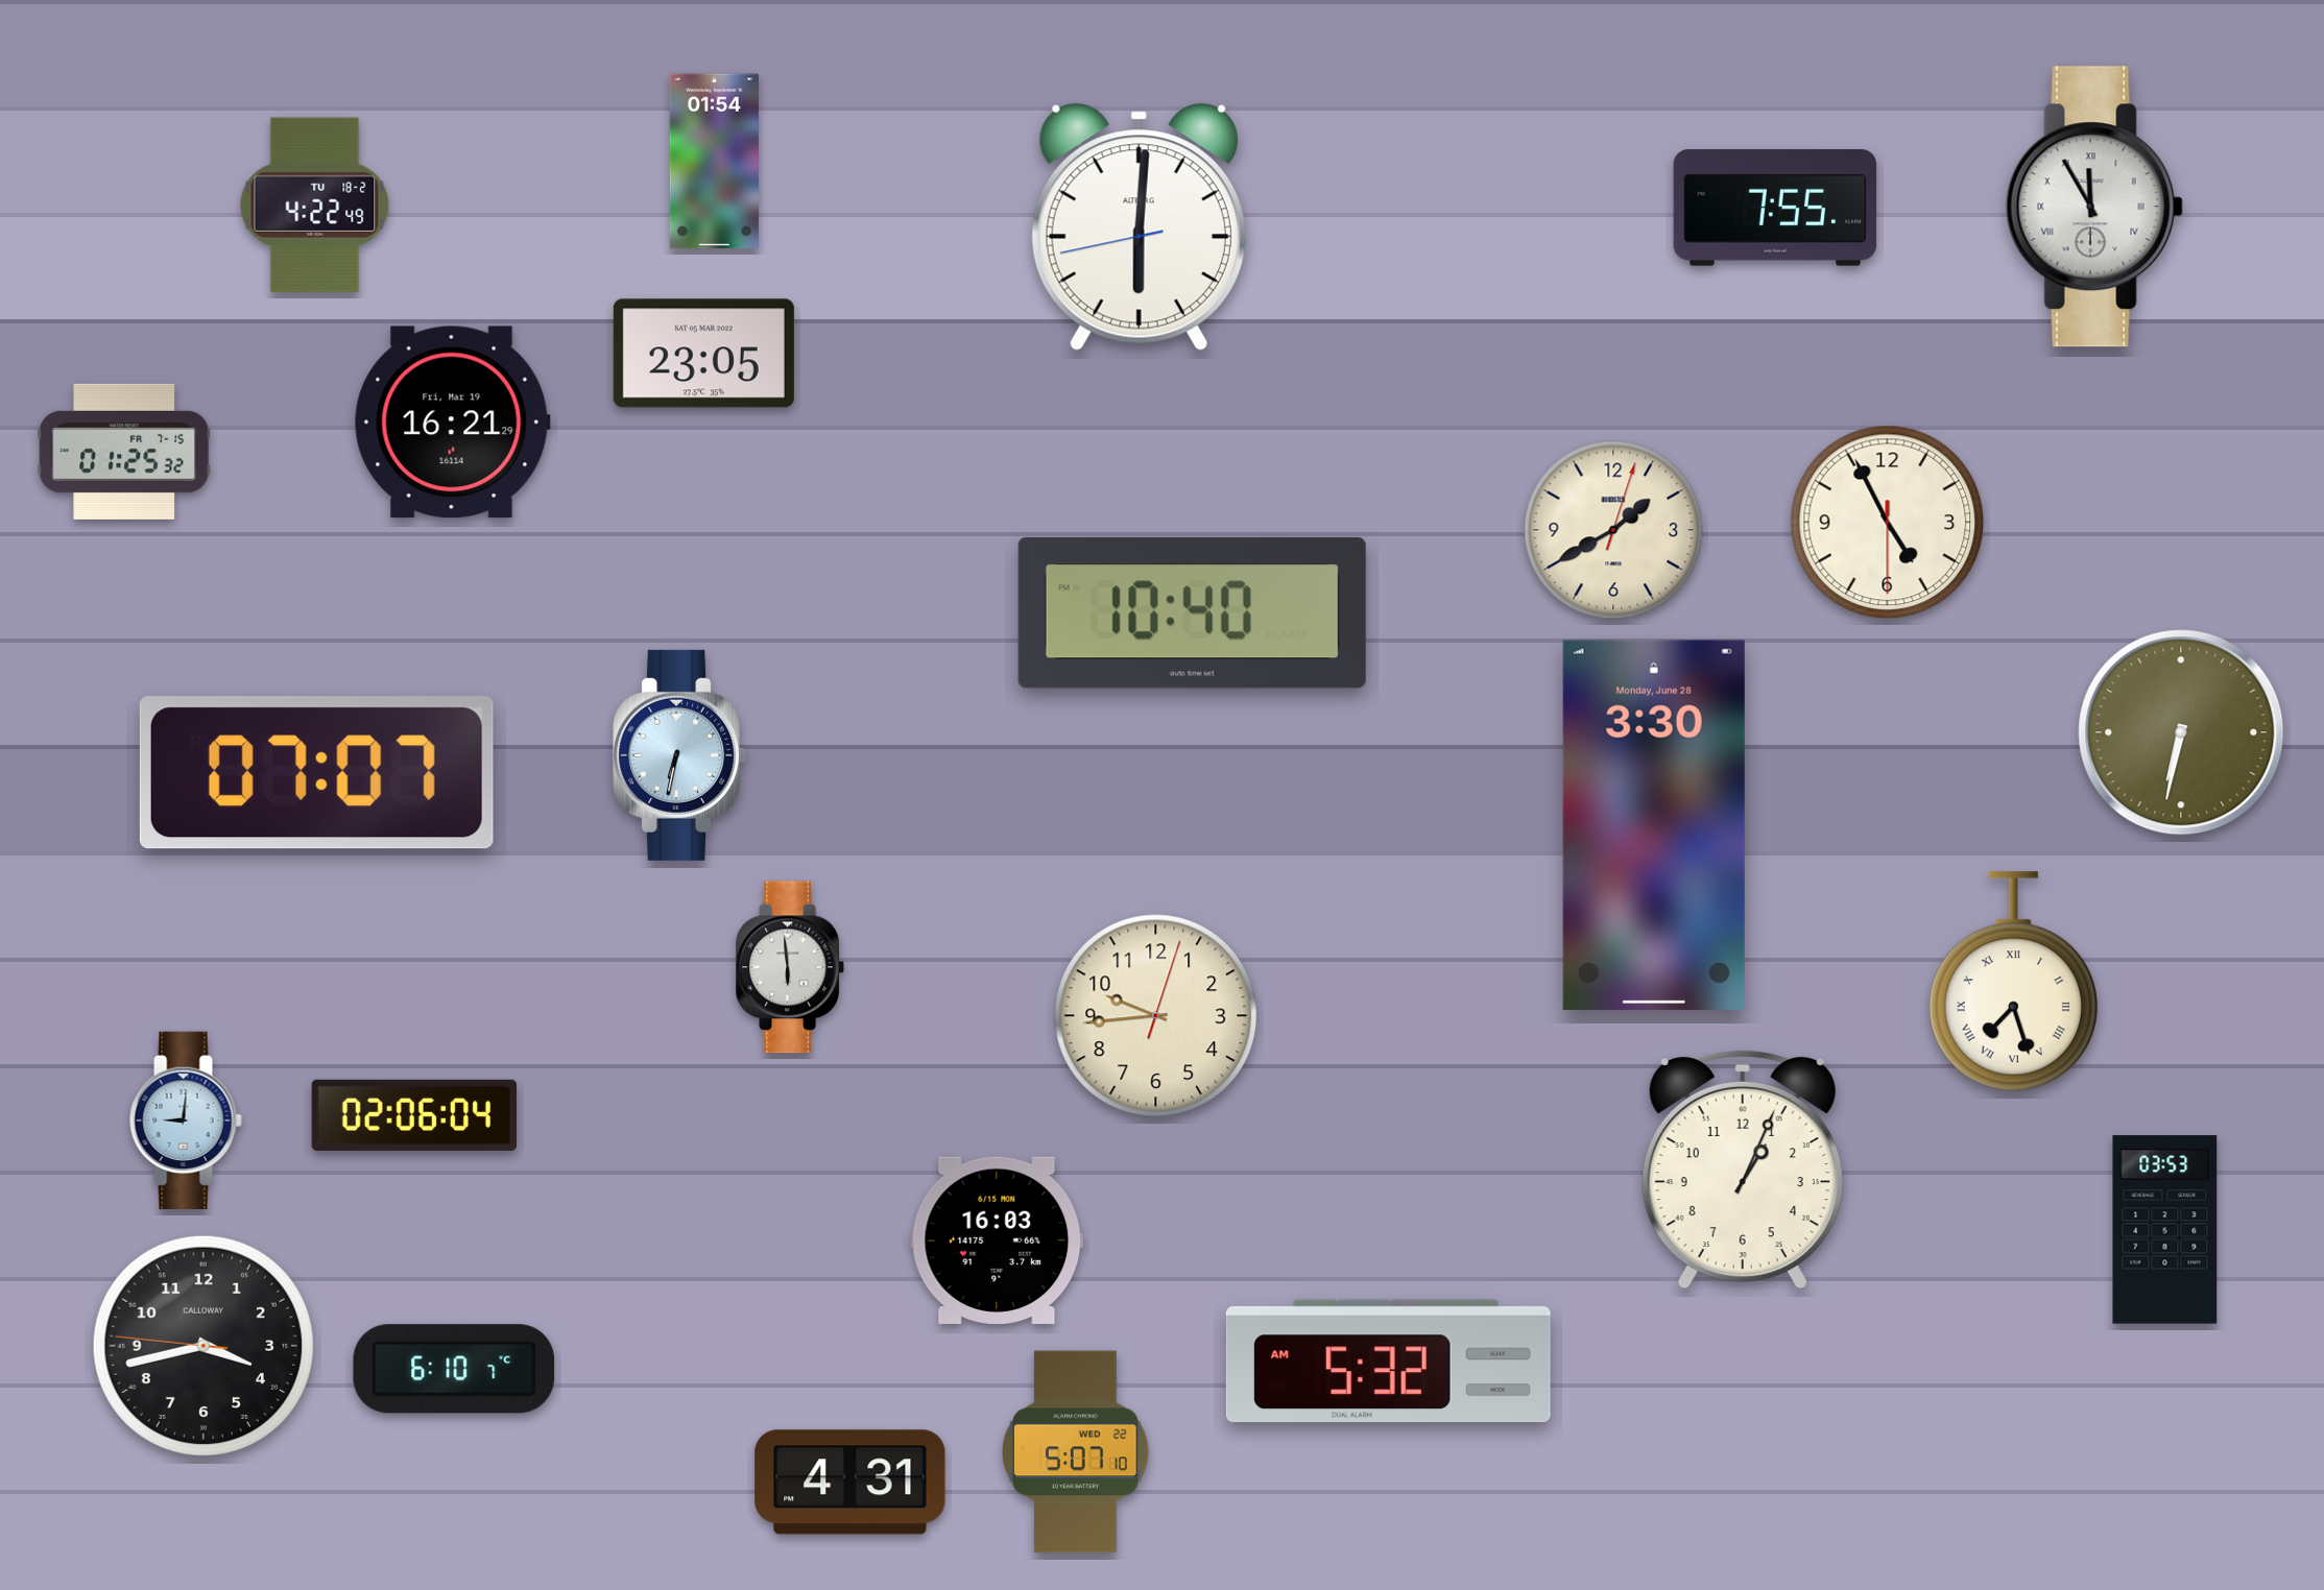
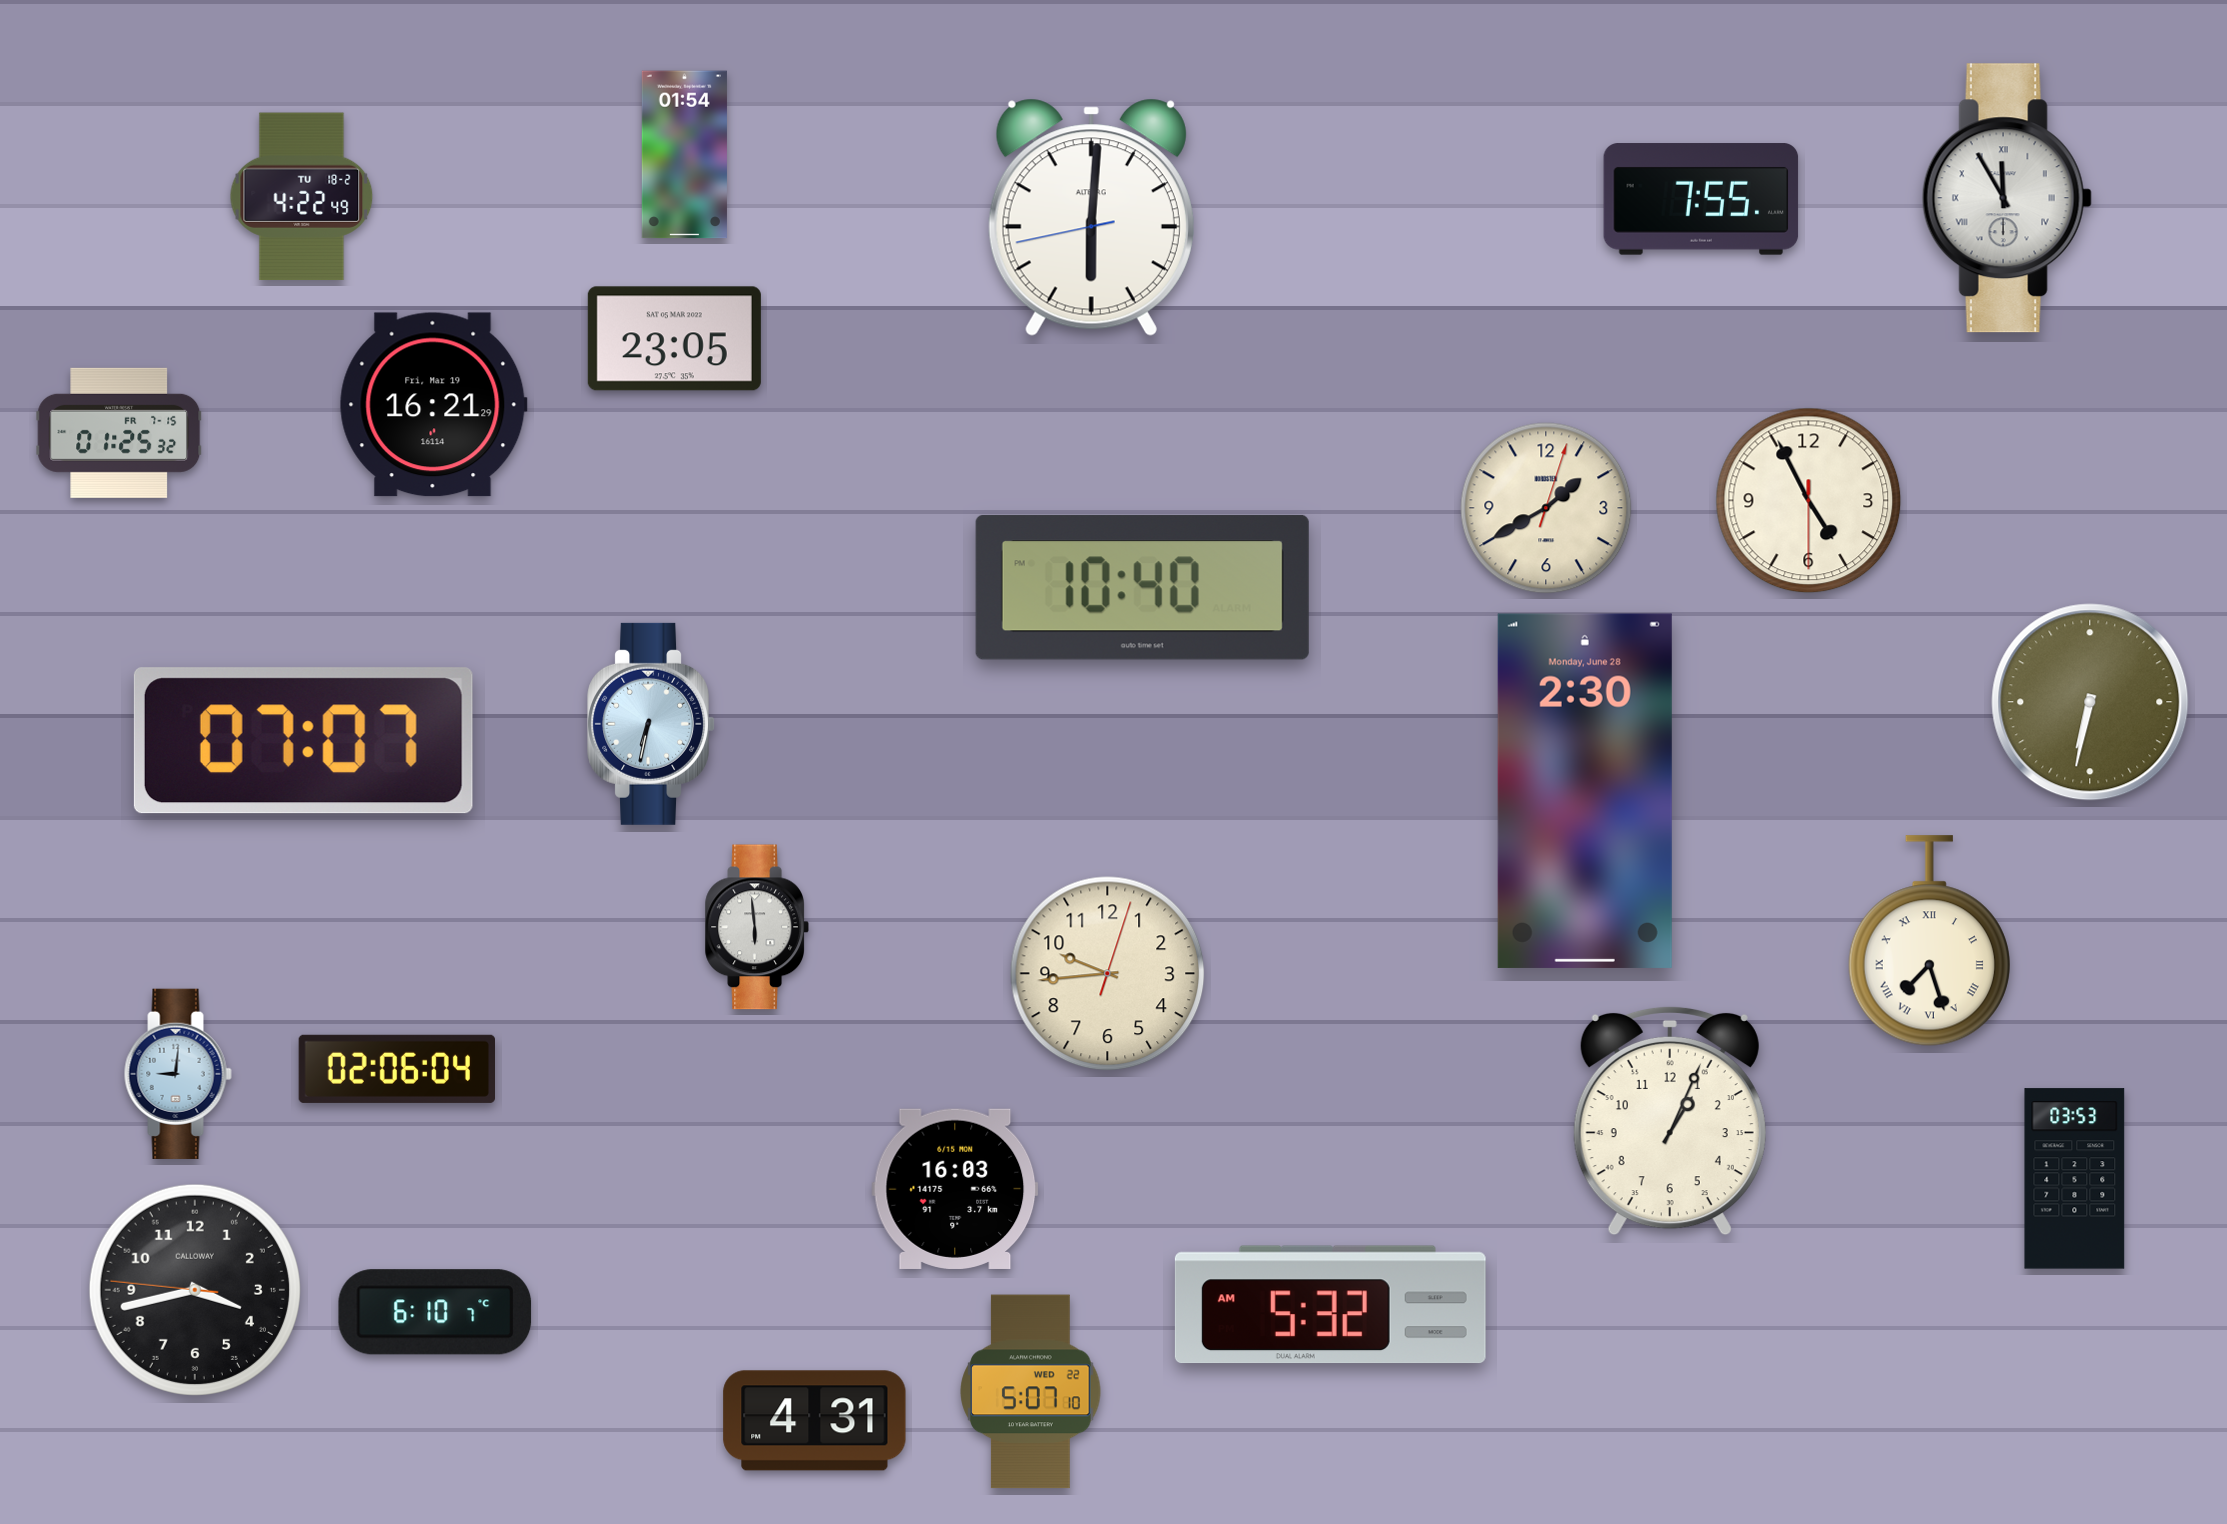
clock at (1654, 825): 3:30 -> 2:30
